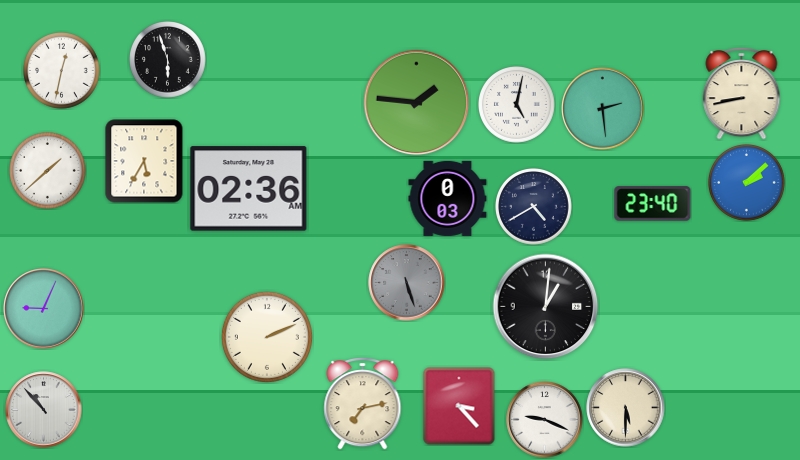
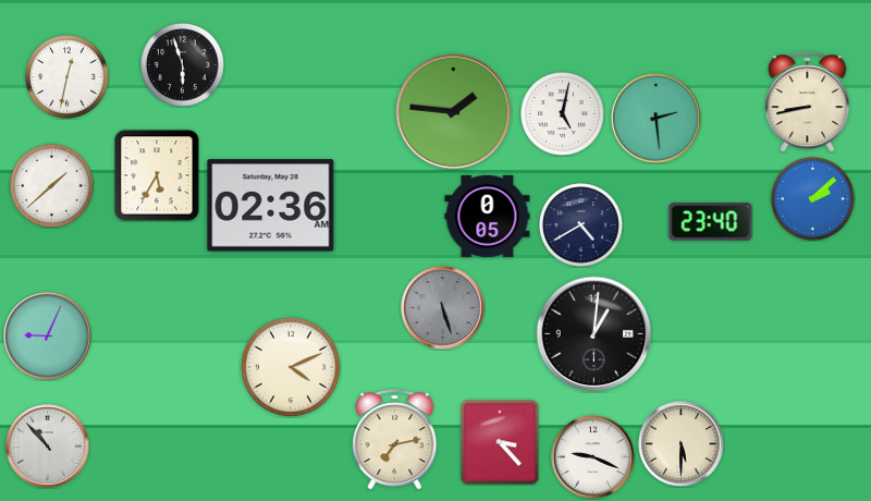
clock at (448, 198): 0:03 -> 0:05
clock at (267, 337): 2:11 -> 4:11
